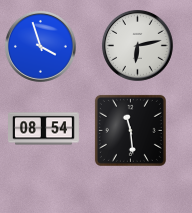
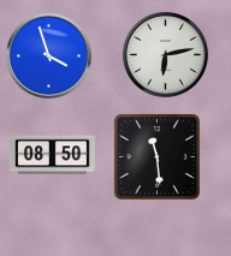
clock at (44, 129): 08:54 -> 08:50
